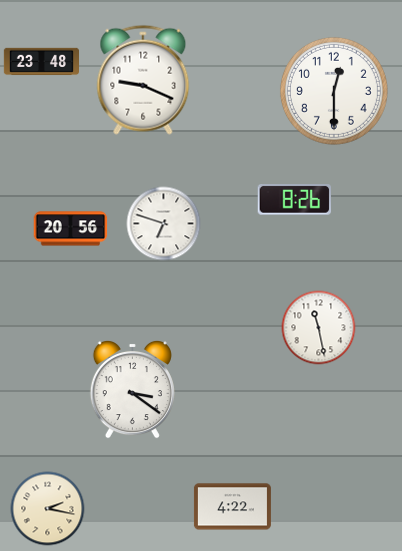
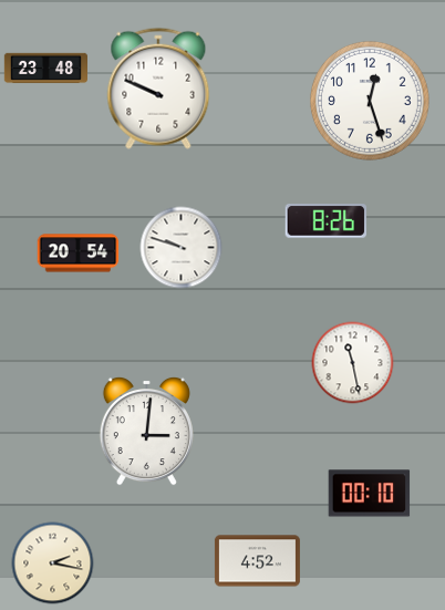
clock at (143, 80): 9:19 -> 9:49
clock at (334, 91): 12:30 -> 12:27
clock at (164, 224): 6:48 -> 9:48
clock at (71, 229): 20:56 -> 20:54
clock at (132, 389): 3:21 -> 3:01
clock at (370, 494): none -> 00:10
clock at (232, 507): 4:22 -> 4:52
